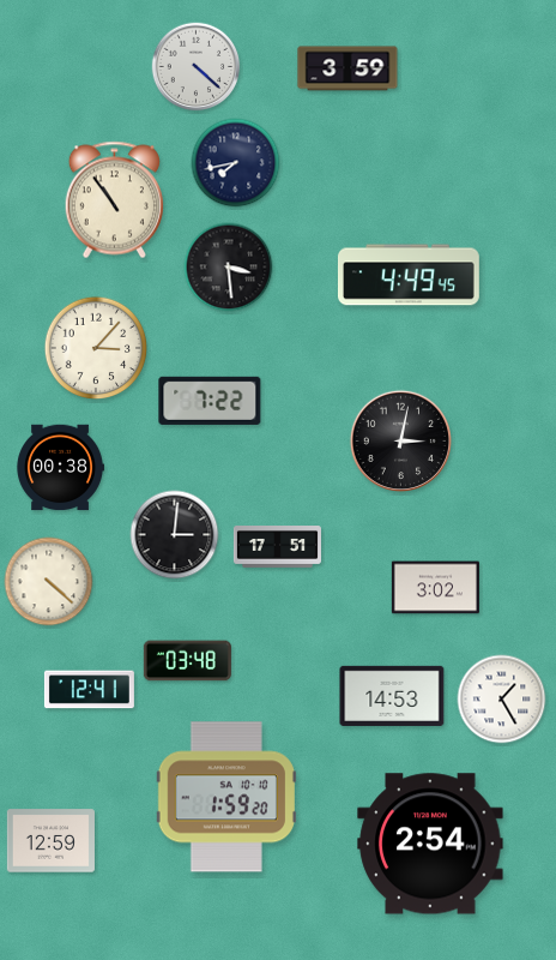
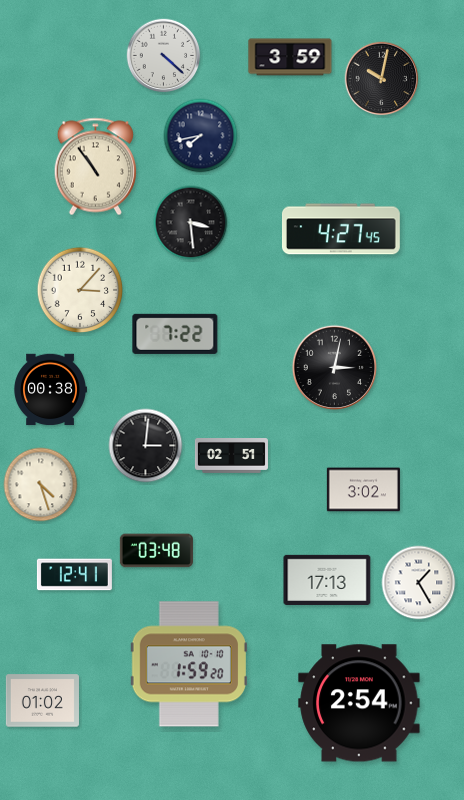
clock at (382, 79): none -> 10:02
clock at (236, 163) position: (236, 163) -> (201, 136)
clock at (409, 275): 4:49 -> 4:27
clock at (277, 547): 17:51 -> 02:51
clock at (49, 582): 4:22 -> 4:27
clock at (392, 696): 14:53 -> 17:13
clock at (50, 841): 12:59 -> 01:02
